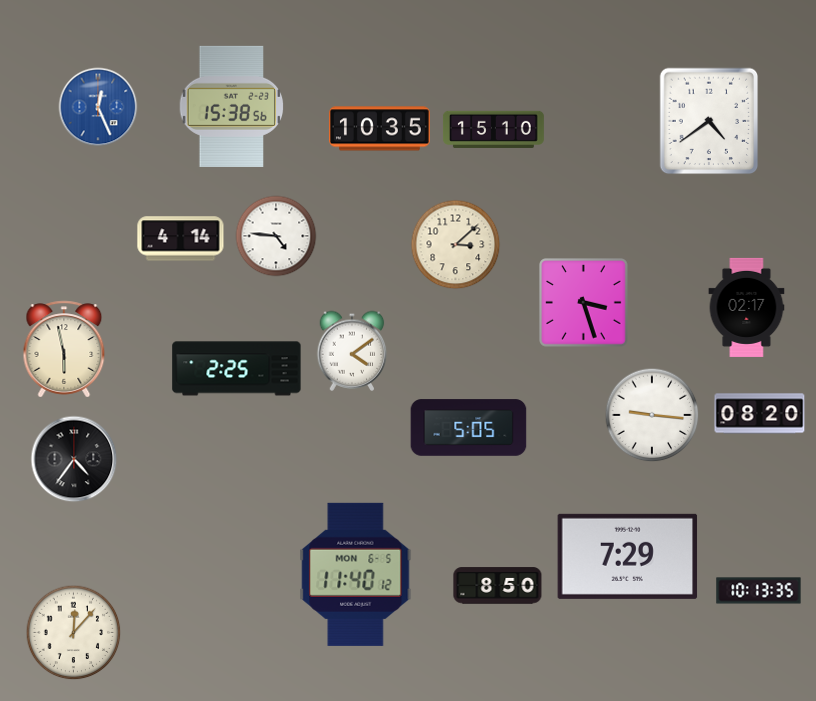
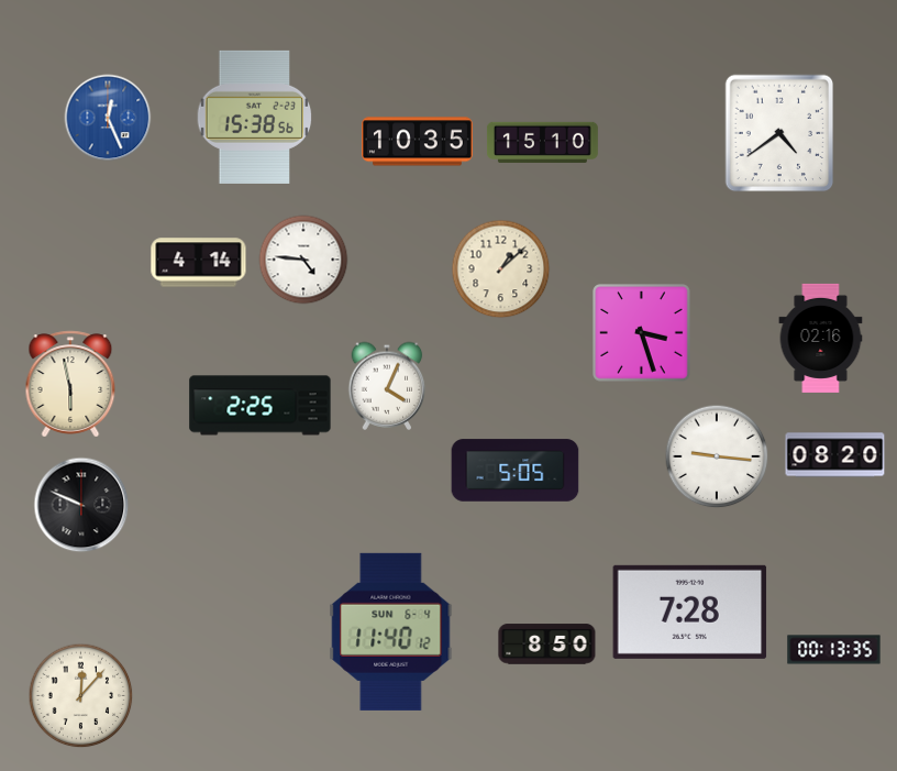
clock at (456, 245): 3:08 -> 1:08
clock at (747, 307): 02:17 -> 02:16
clock at (352, 351): 4:09 -> 4:04
clock at (74, 459): 4:36 -> 9:49
clock at (628, 556): 7:29 -> 7:28
clock at (356, 574) date: MON 6-5 -> SUN 6-4
clock at (759, 591): 10:13 -> 00:13
